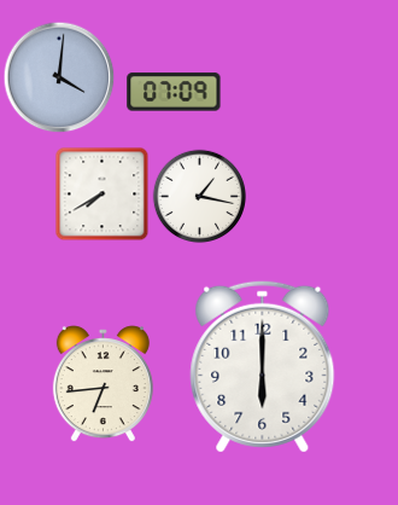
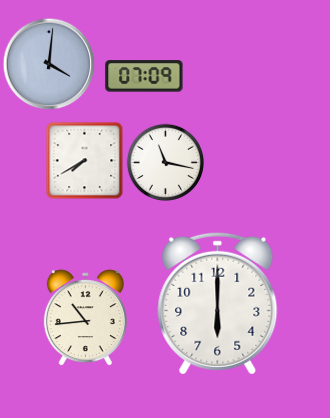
clock at (199, 196): 1:17 -> 11:17
clock at (103, 384): 6:44 -> 10:44
